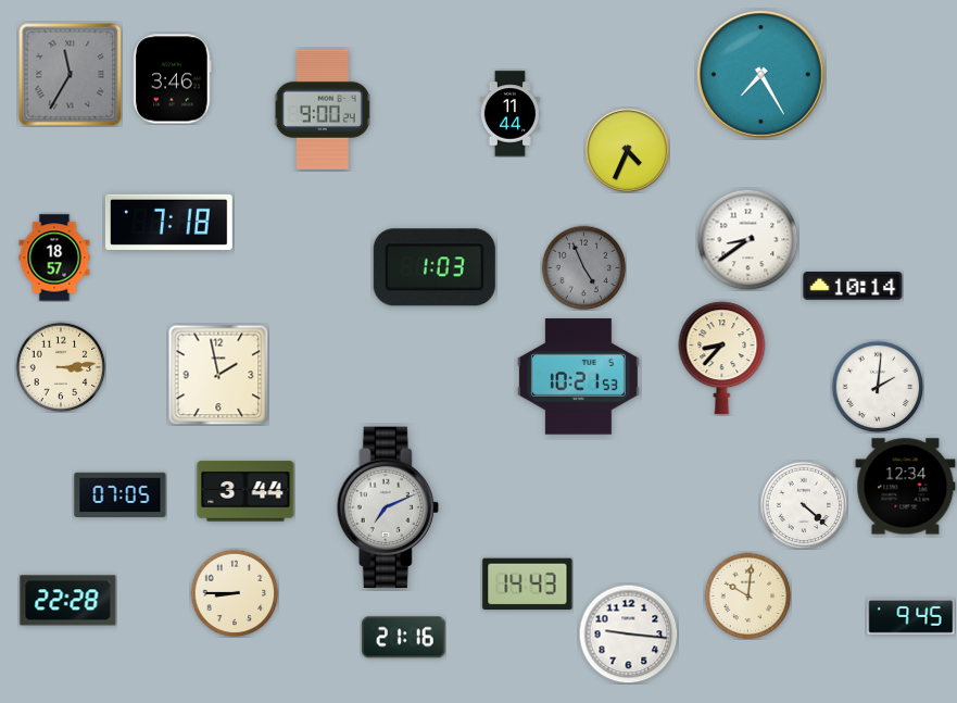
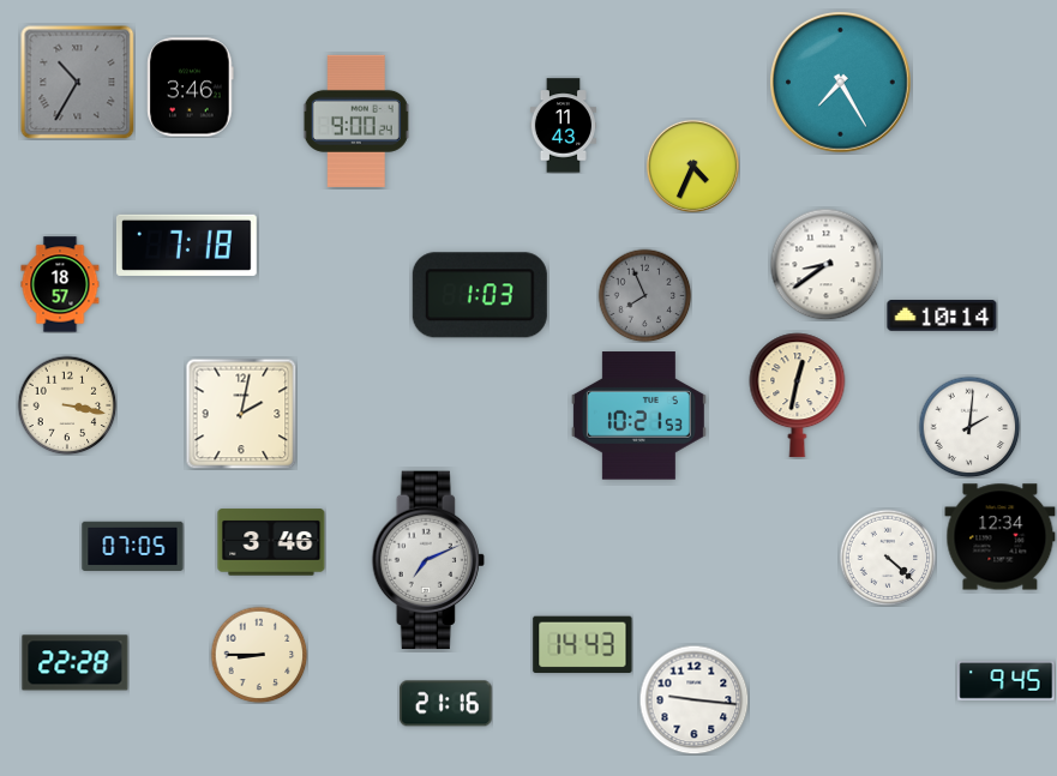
clock at (70, 74): 11:35 -> 10:35
clock at (509, 114): 11:44 -> 11:43
clock at (583, 267): 4:56 -> 7:56
clock at (722, 359): 8:37 -> 12:32
clock at (61, 367): 3:14 -> 3:17
clock at (218, 375): 1:58 -> 2:02
clock at (245, 491): 3:44 -> 3:46
clock at (747, 595): 10:01 -> none
